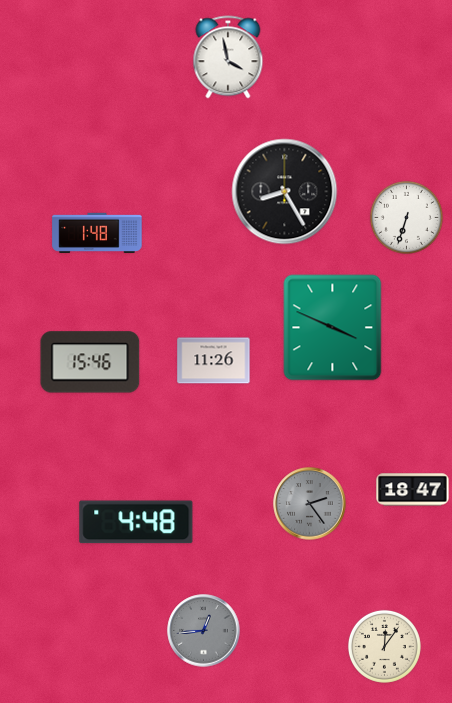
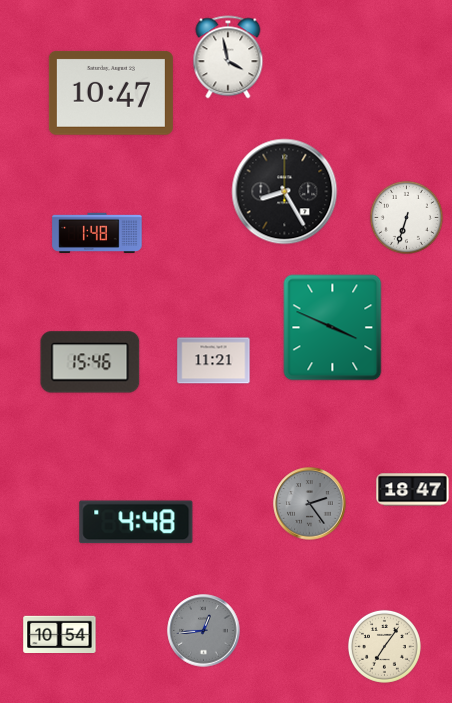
clock at (111, 93): none -> 10:47
clock at (214, 361): 11:26 -> 11:21
clock at (60, 635): none -> 10:54
clock at (384, 646): 12:06 -> 7:06
